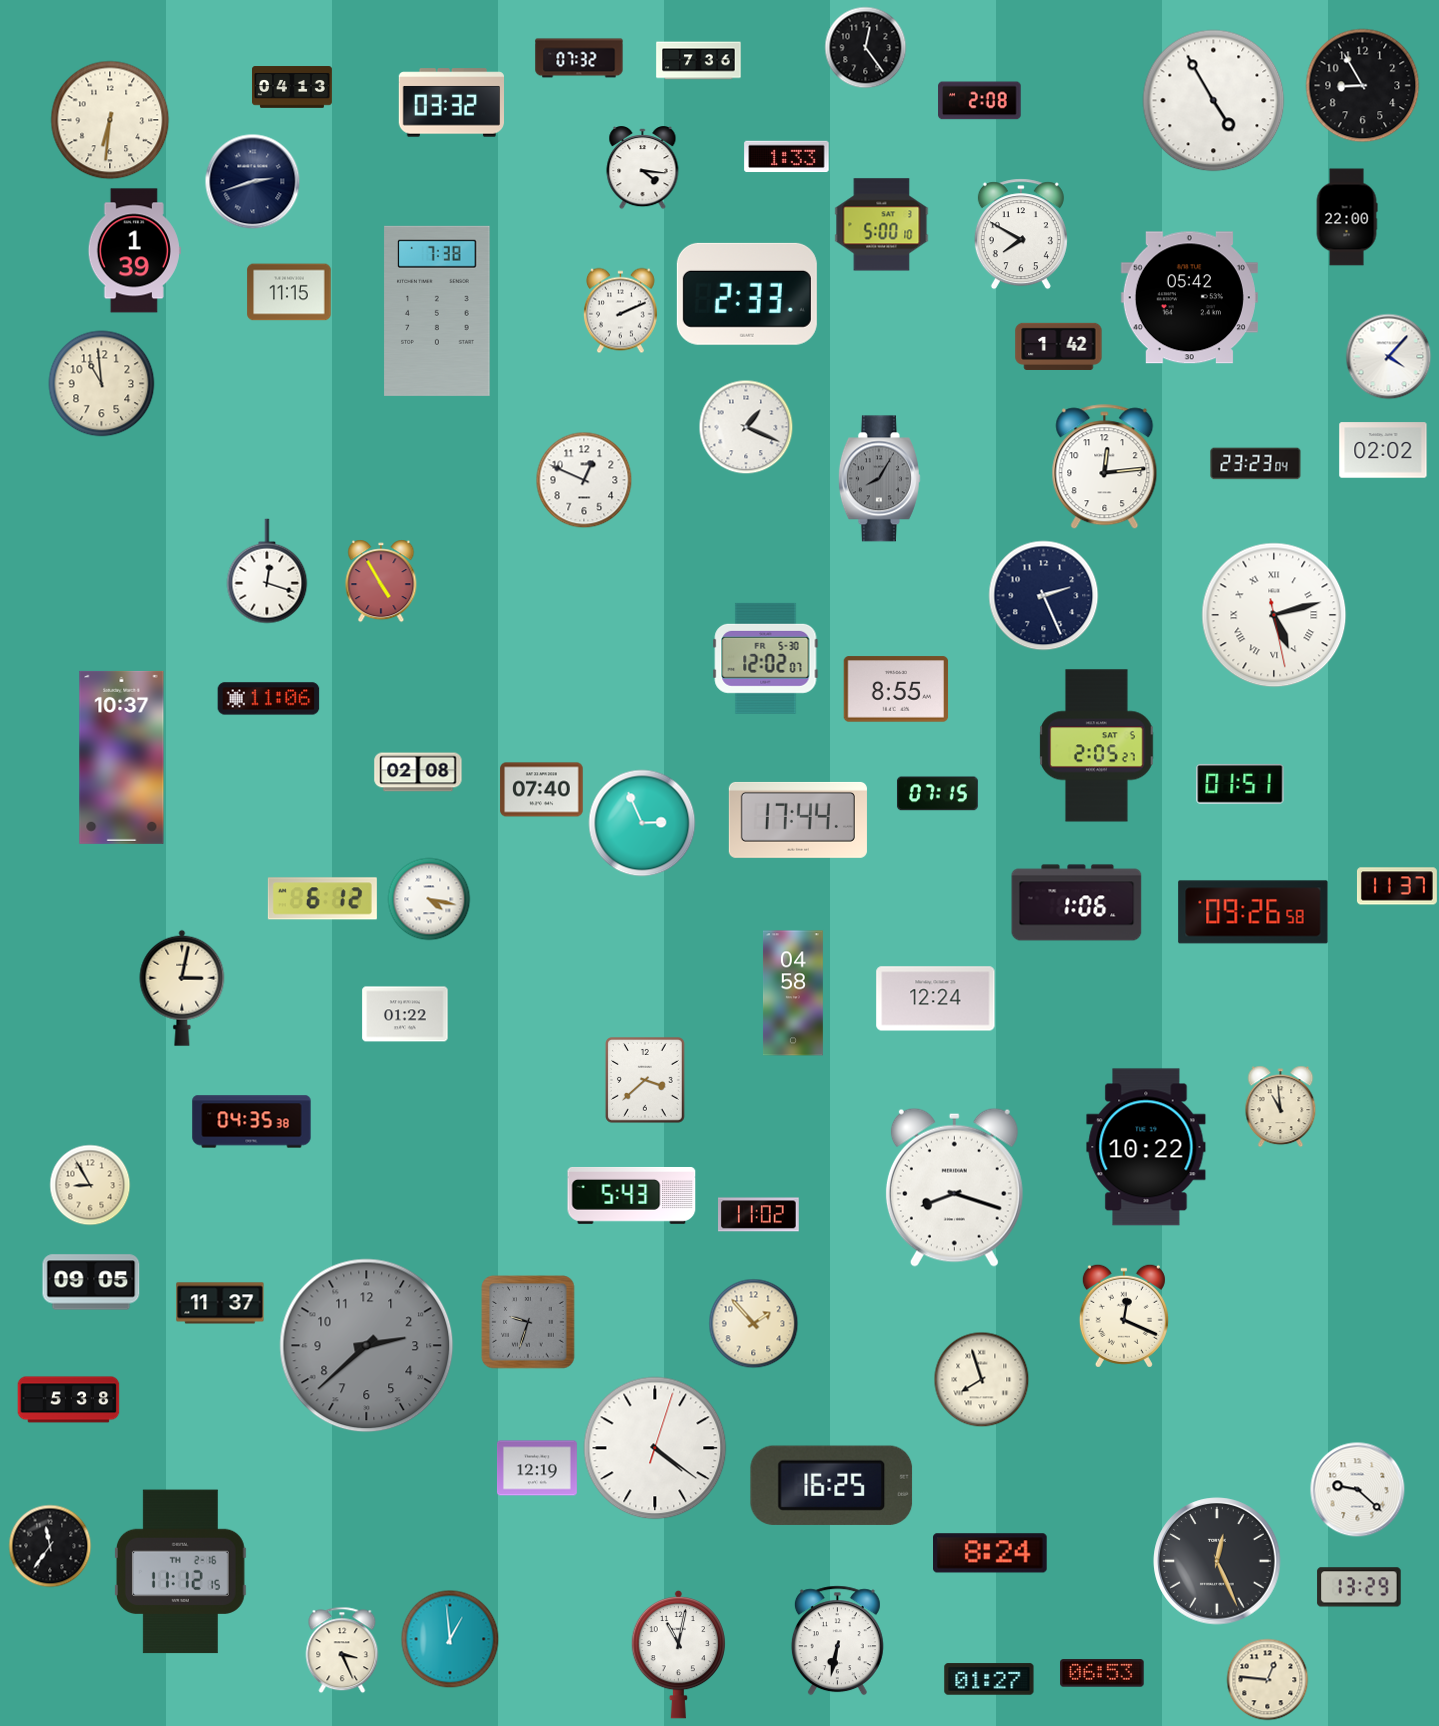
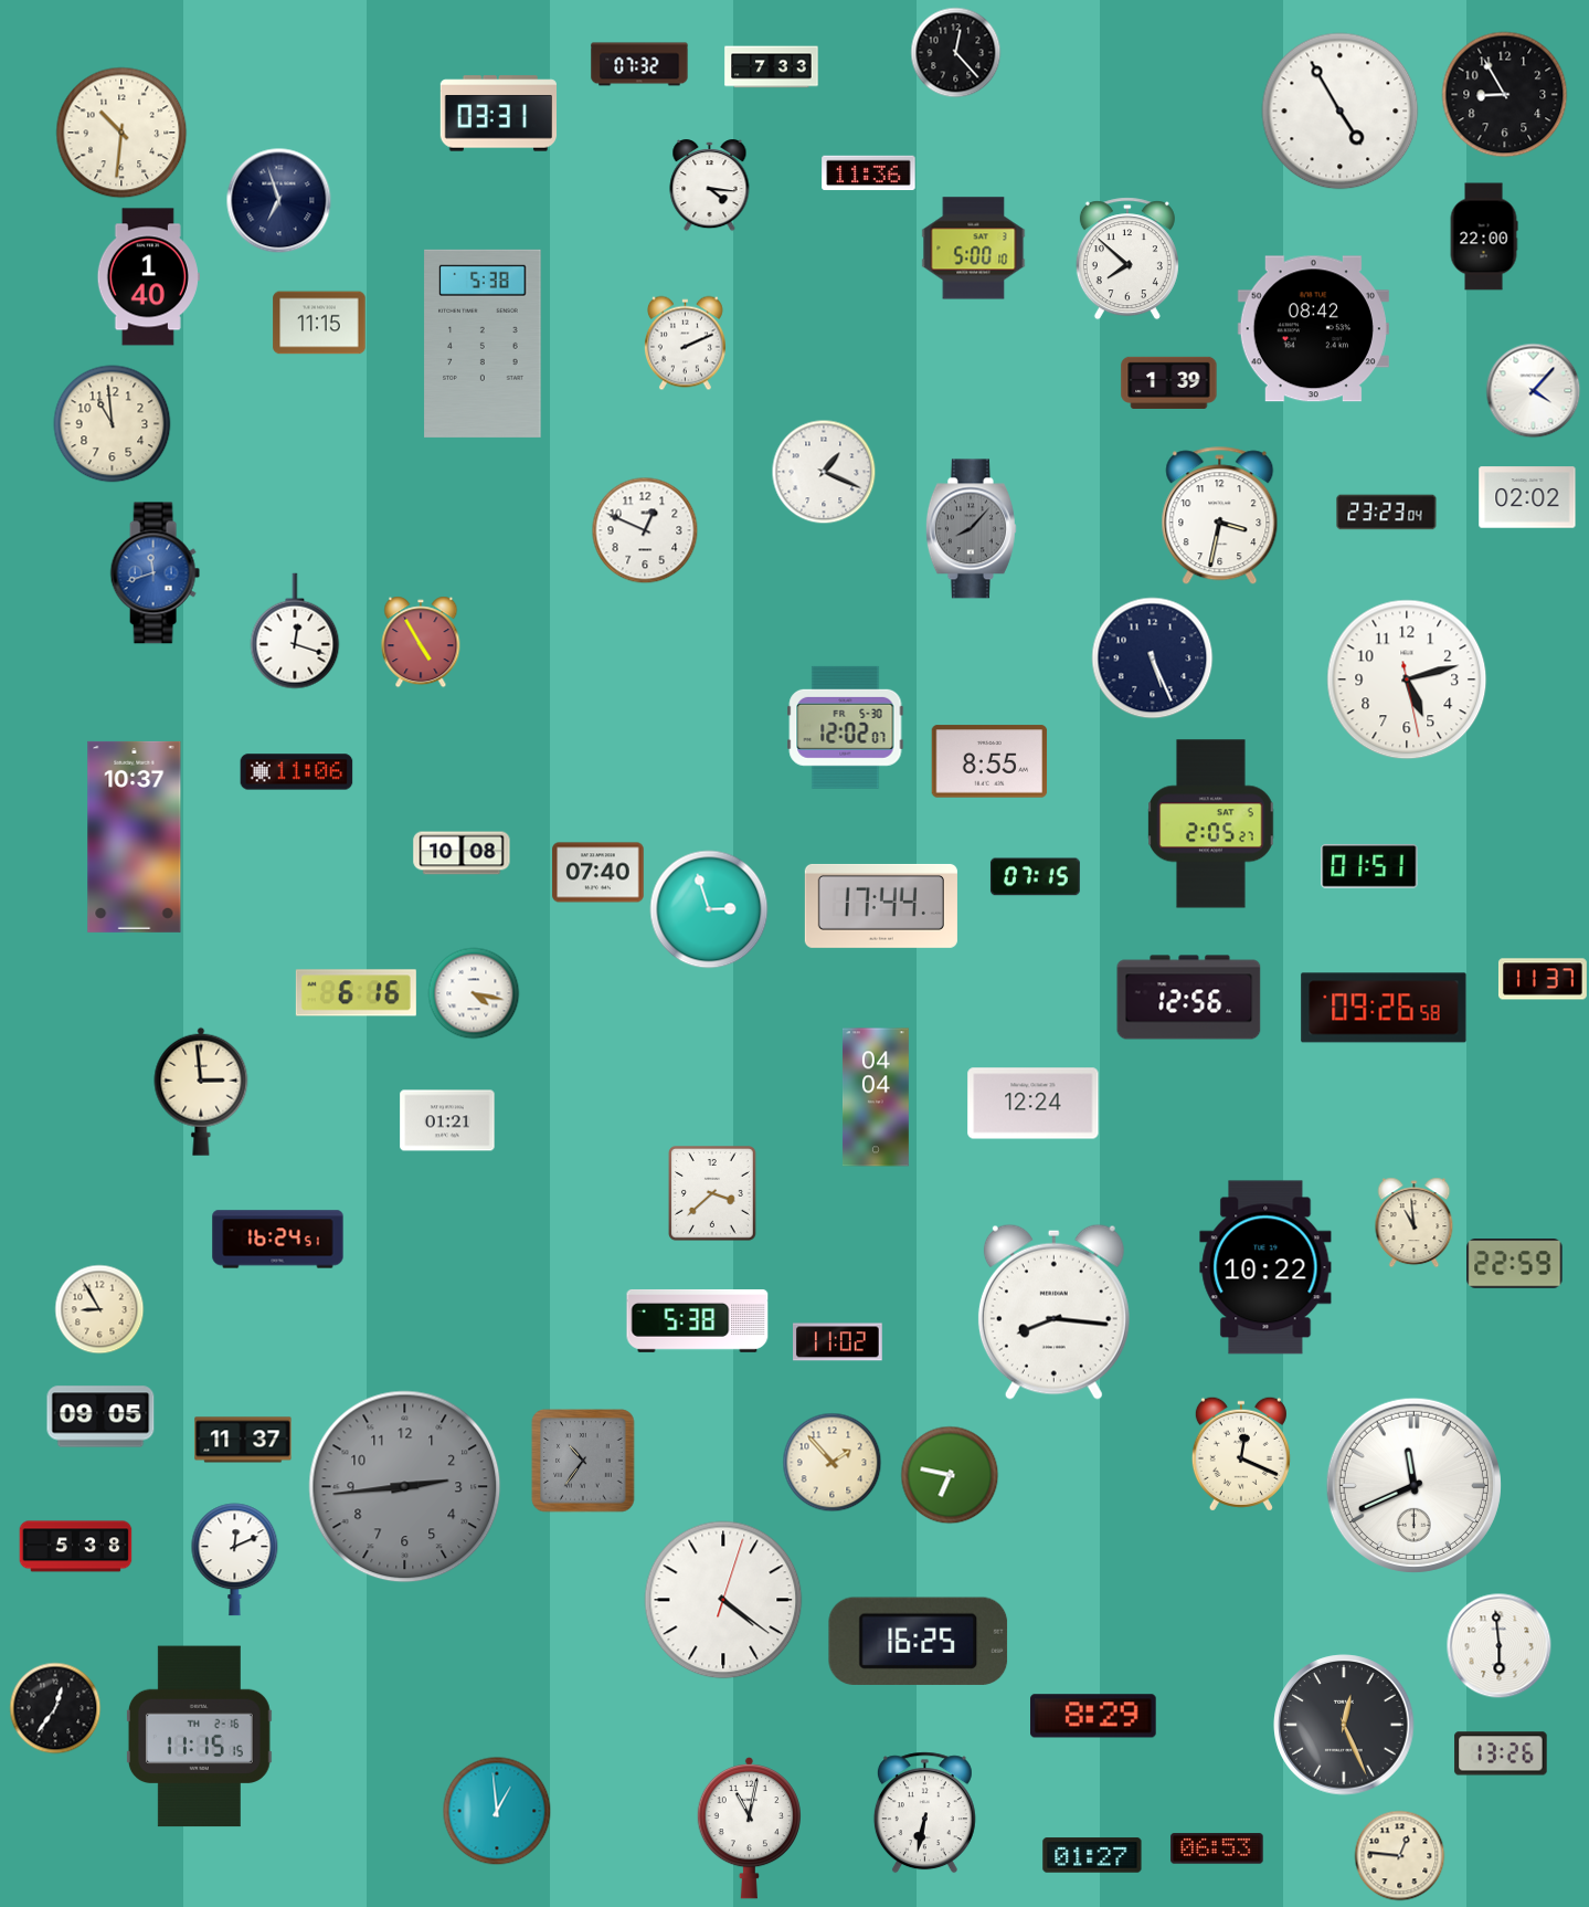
clock at (866, 48): 12:24 -> 12:23
clock at (699, 61): 7:36 -> 7:33
clock at (293, 87): 04:13 -> none
clock at (980, 101): 2:08 -> none
clock at (451, 103): 03:32 -> 03:31
clock at (110, 120): 6:31 -> 10:31
clock at (787, 157): 1:33 -> 11:36
clock at (253, 182): 2:42 -> 6:57
clock at (1347, 217) position: (1347, 217) -> (1484, 236)
clock at (1021, 234): 7:50 -> 7:52
clock at (134, 251): 1:39 -> 1:40
clock at (747, 294): 2:33 -> none
clock at (1189, 298): 05:42 -> 08:42
clock at (437, 311): 7:38 -> 5:38
clock at (1059, 346): 1:42 -> 1:39
clock at (1389, 357) position: (1389, 357) -> (1534, 391)
clock at (1105, 467): 12:14 -> 3:32
clock at (879, 479): 8:05 -> 8:07
clock at (155, 573): none -> 11:42
clock at (1044, 596): 2:26 -> 5:26
clock at (1274, 615) numerals: Roman -> Arabic
clock at (418, 772): 02:08 -> 10:08
clock at (642, 823): 2:56 -> 2:57
clock at (322, 899): 6:12 -> 6:16
clock at (1077, 903): 1:06 -> 12:56
clock at (182, 988): 3:02 -> 2:59
clock at (793, 993): 04:58 -> 04:04
clock at (405, 1014): 01:22 -> 01:21
clock at (252, 1122): 04:35 -> 16:24
clock at (1515, 1264): none -> 22:59
clock at (954, 1187): 8:18 -> 8:16
clock at (632, 1196): 5:43 -> 5:38
clock at (528, 1322): 9:33 -> 10:36
clock at (950, 1475): none -> 6:47
clock at (1413, 1485): none -> 11:41
clock at (367, 1346): 2:38 -> 2:44
clock at (982, 1380): 7:57 -> none
clock at (235, 1560): none -> 12:11
clock at (538, 1468): 12:19 -> none
clock at (1358, 1490): 9:22 -> 5:59
clock at (50, 1546): 11:36 -> 12:36
clock at (991, 1553): 8:24 -> 8:29
clock at (180, 1572): 11:12 -> 11:15
clock at (1359, 1587): 13:29 -> 13:26
clock at (342, 1650): 3:26 -> none
